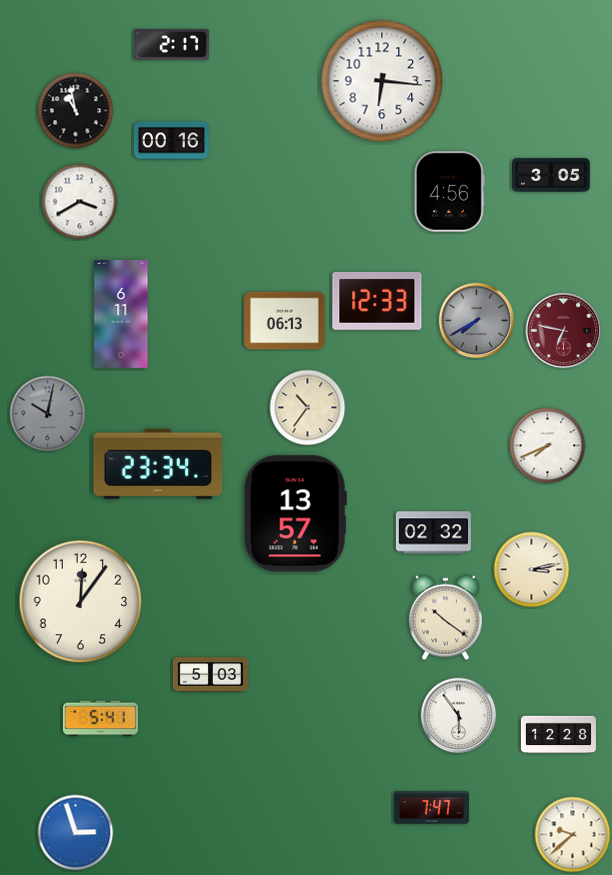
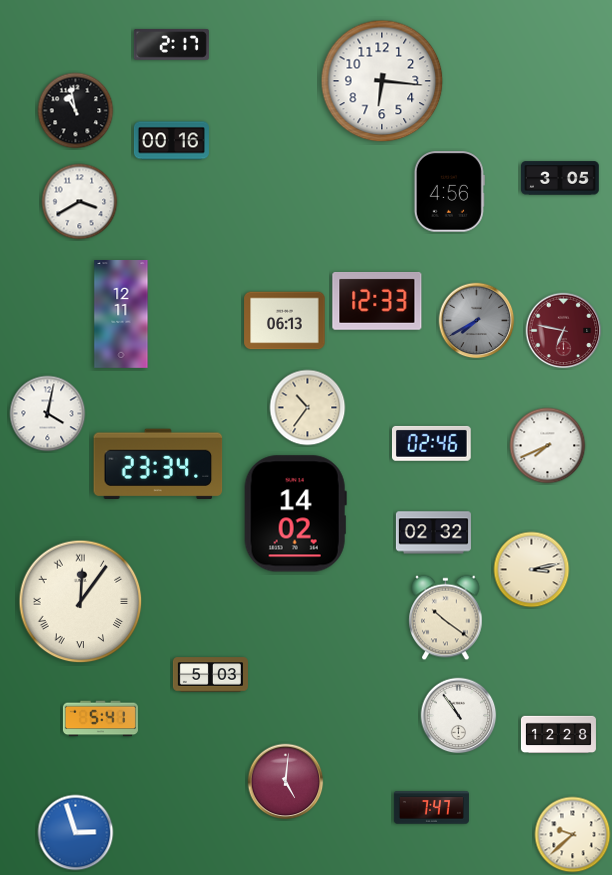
clock at (552, 175) position: (552, 175) -> (561, 178)
clock at (121, 315): 6:11 -> 12:11
clock at (48, 414): 10:02 -> 4:02
clock at (48, 414) dial: grey -> white
clock at (431, 443): none -> 02:46
clock at (295, 514): 13:57 -> 14:02
clock at (81, 602) numerals: Arabic -> Roman
clock at (459, 716): 5:54 -> 10:54
clock at (286, 782): none -> 5:01
